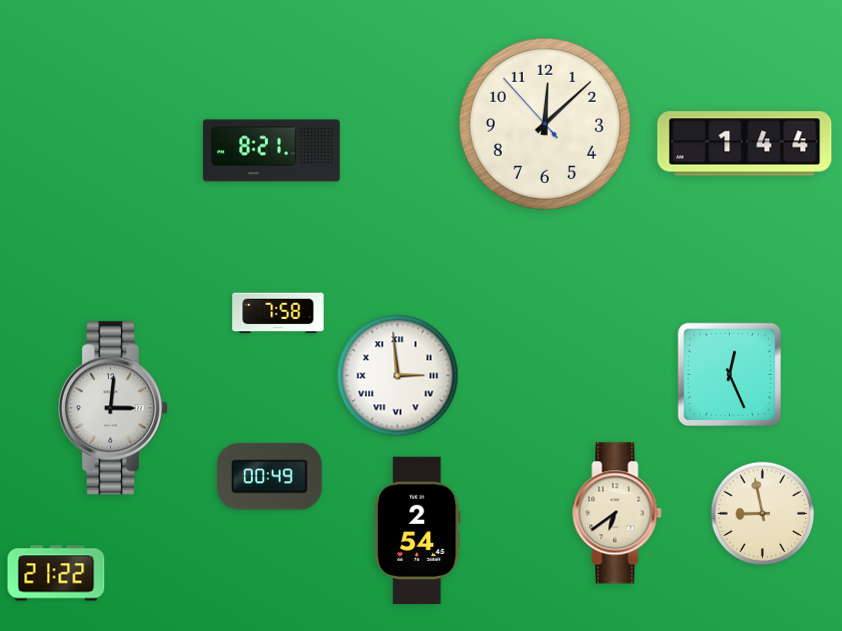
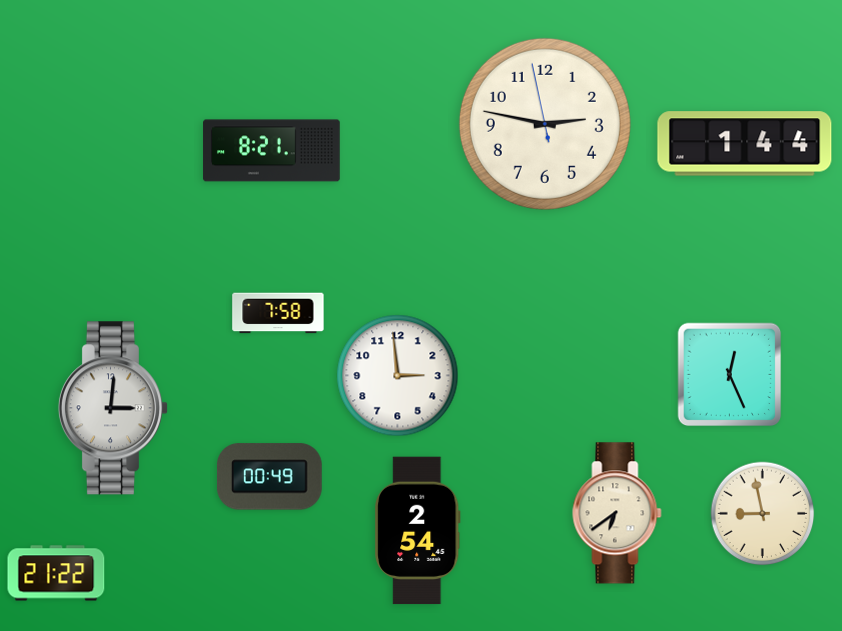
clock at (545, 124): 12:07 -> 2:46
clock at (398, 376) numerals: Roman -> Arabic
